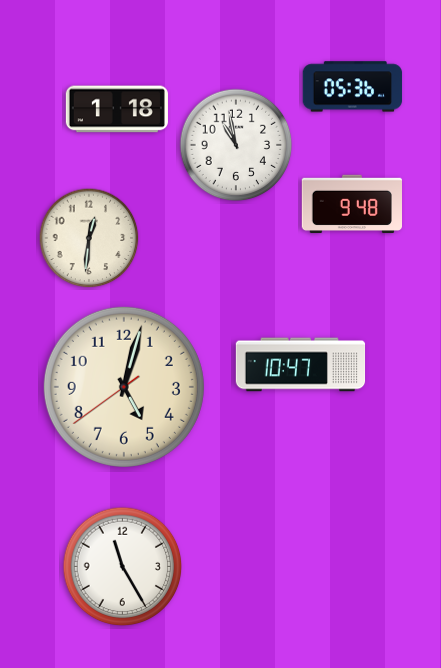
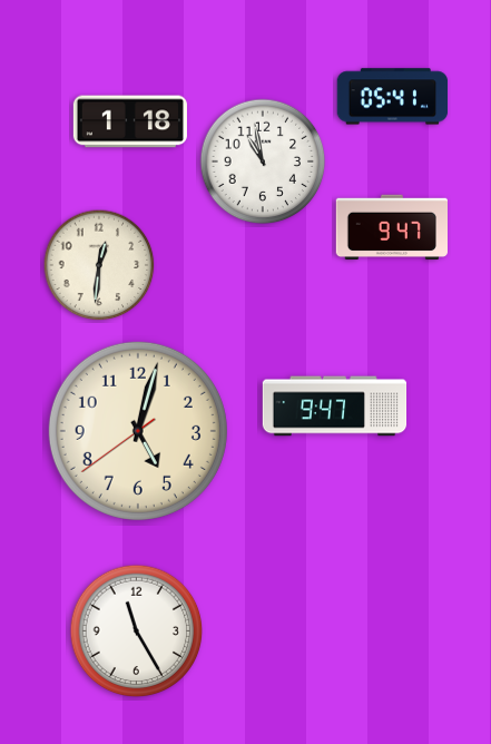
clock at (353, 87): 05:36 -> 05:41
clock at (351, 204): 9:48 -> 9:47
clock at (301, 365): 10:47 -> 9:47
